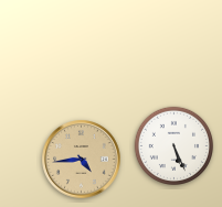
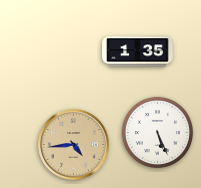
clock at (138, 52): none -> 1:35
